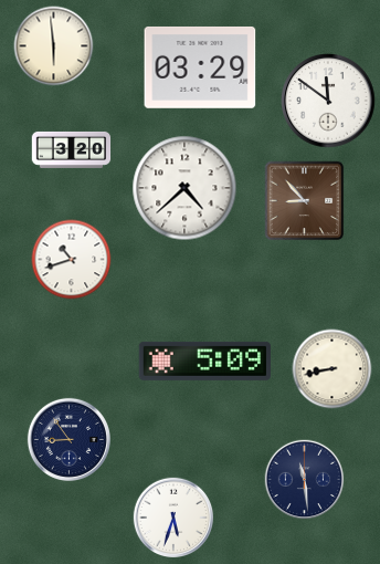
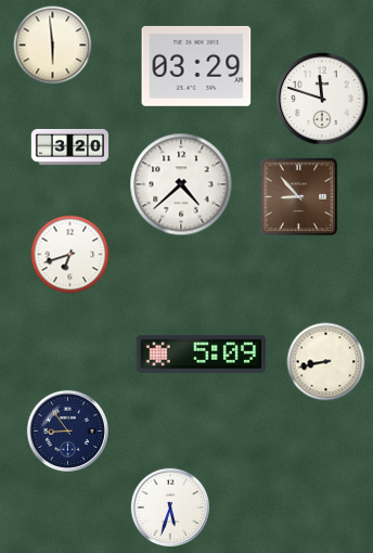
clock at (328, 101): 11:51 -> 11:48
clock at (72, 260): 10:42 -> 6:42
clock at (305, 480): 11:29 -> none
